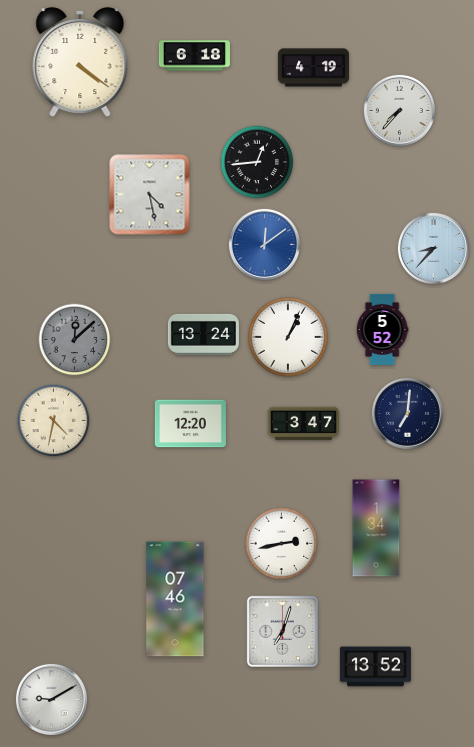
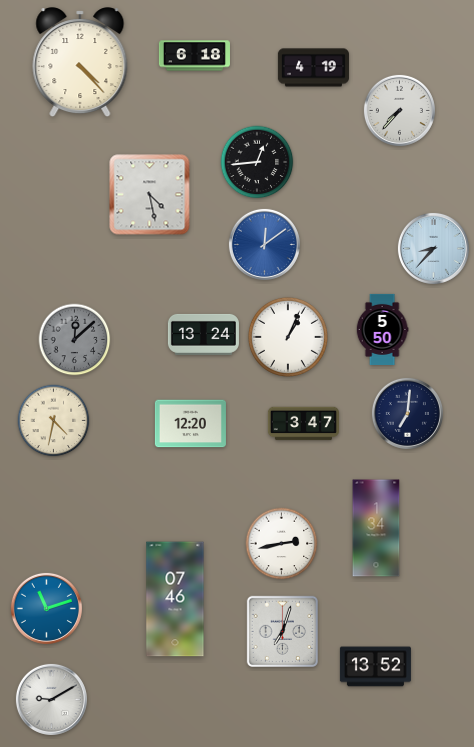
clock at (80, 63): 4:21 -> 4:23
clock at (382, 329): 5:52 -> 5:50
clock at (46, 608): none -> 11:12
